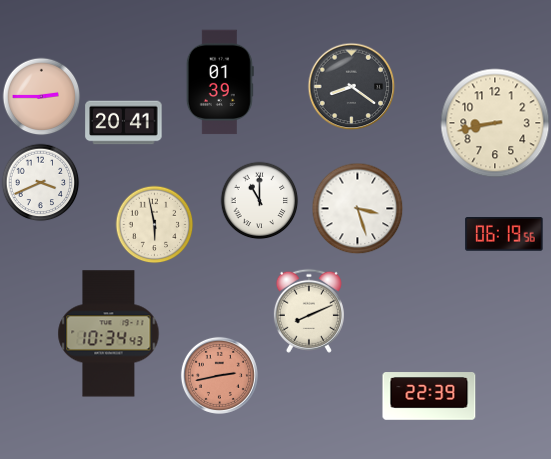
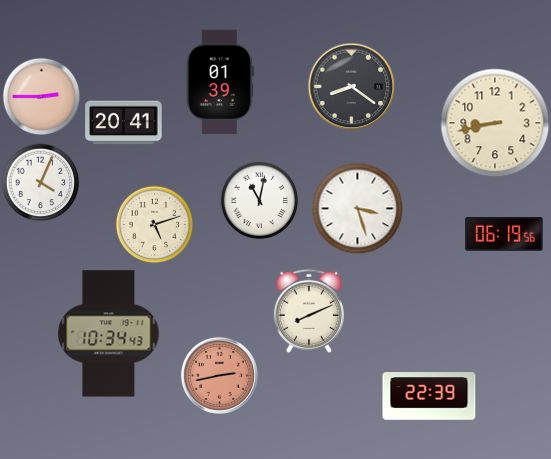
clock at (40, 182): 3:41 -> 4:04
clock at (259, 200): 11:00 -> 11:02
clock at (154, 224): 5:58 -> 5:12
